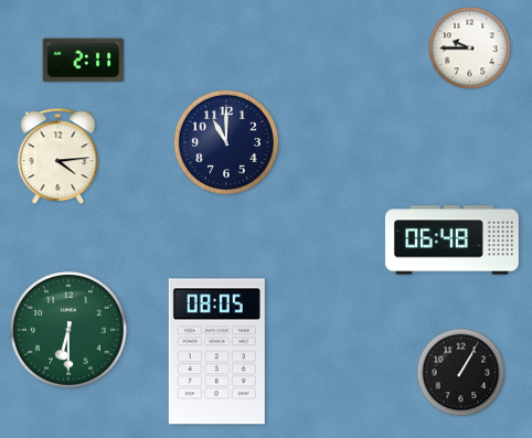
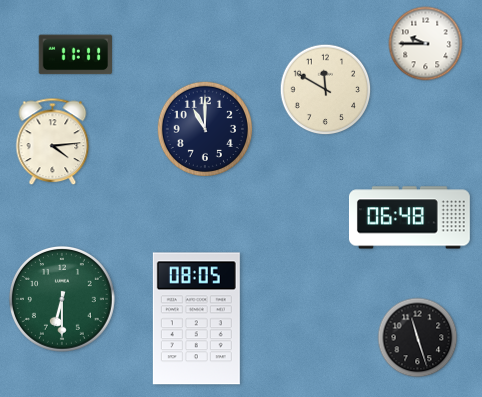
clock at (83, 61): 2:11 -> 11:11
clock at (326, 90): none -> 11:50
clock at (461, 373): 1:05 -> 11:27
